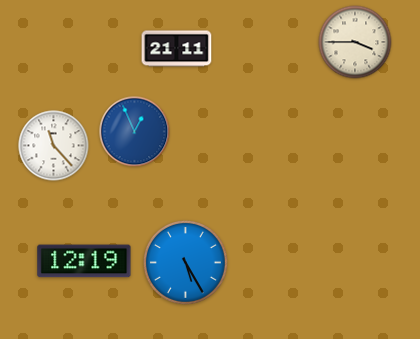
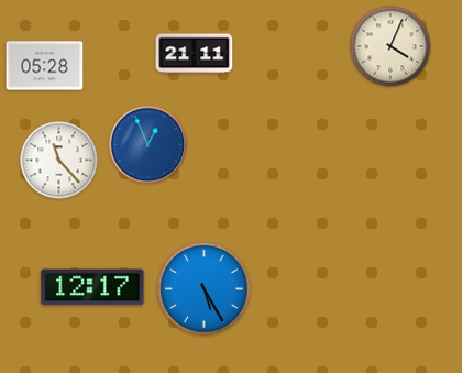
clock at (355, 42): 3:45 -> 4:04
clock at (45, 66): none -> 05:28
clock at (84, 261): 12:19 -> 12:17
